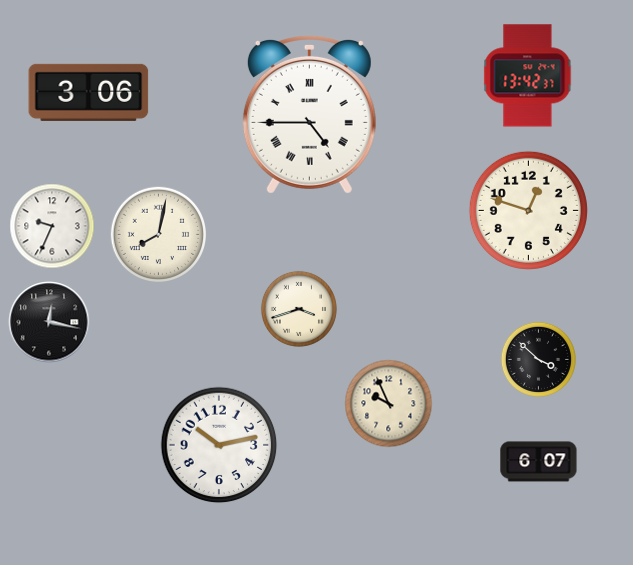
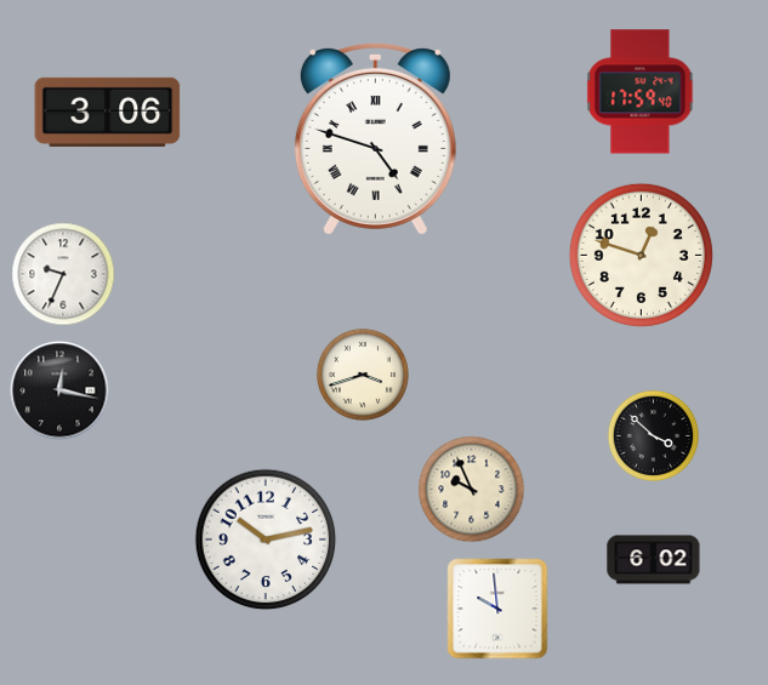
clock at (528, 76): 13:42 -> 17:59
clock at (309, 114): 4:45 -> 4:48
clock at (158, 234): 8:02 -> none
clock at (539, 462): 6:07 -> 6:02
clock at (497, 609): none -> 9:59
